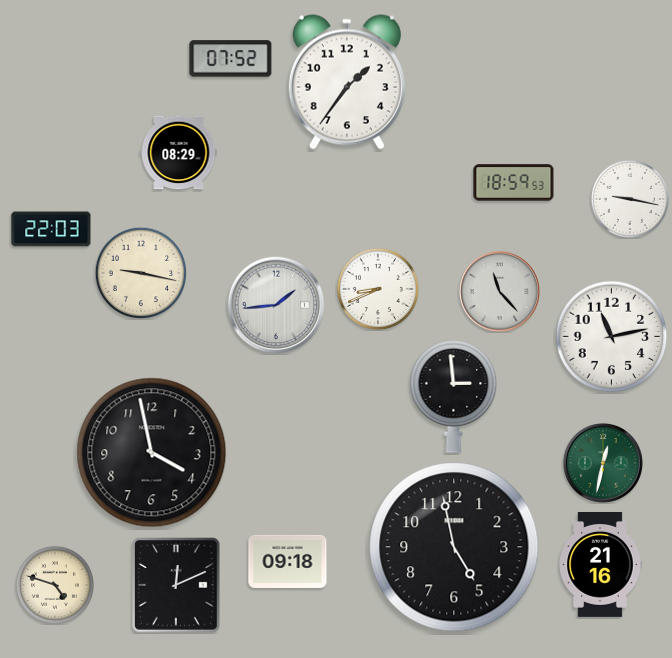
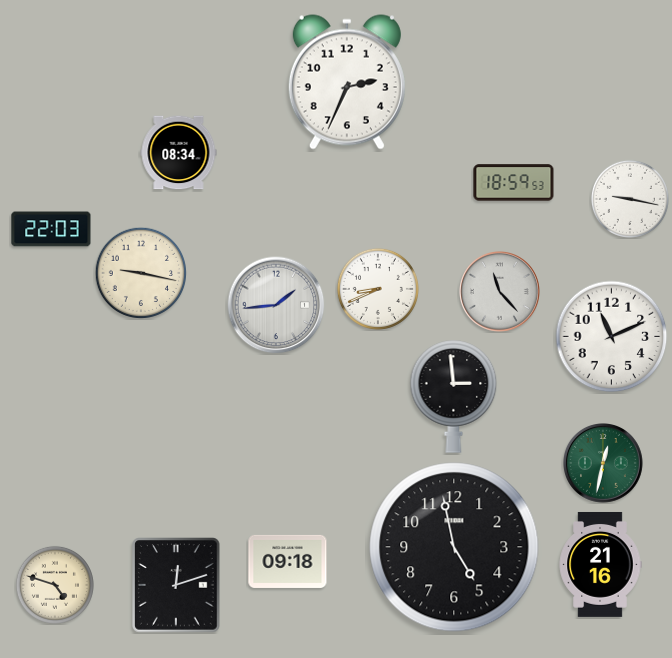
clock at (231, 59): 07:52 -> none
clock at (347, 82): 1:36 -> 2:34
clock at (179, 153): 08:29 -> 08:34
clock at (612, 337): 11:13 -> 11:11
clock at (152, 453): 3:58 -> none
clock at (176, 585): 12:11 -> 12:12
